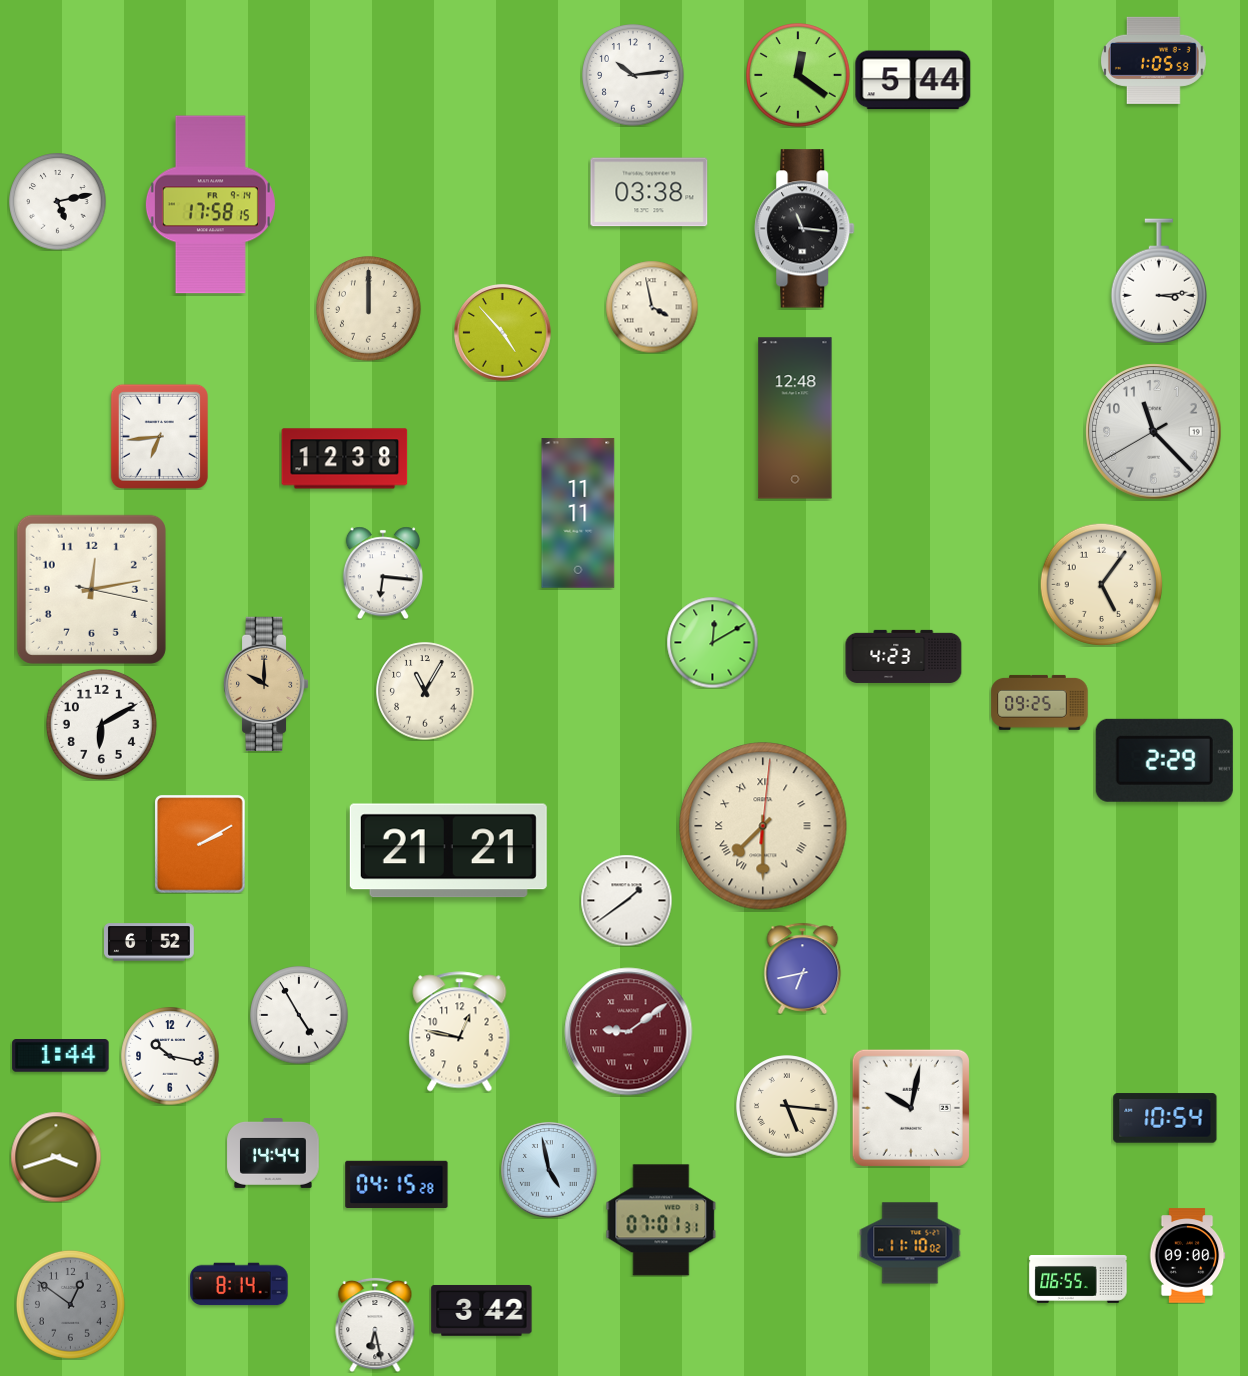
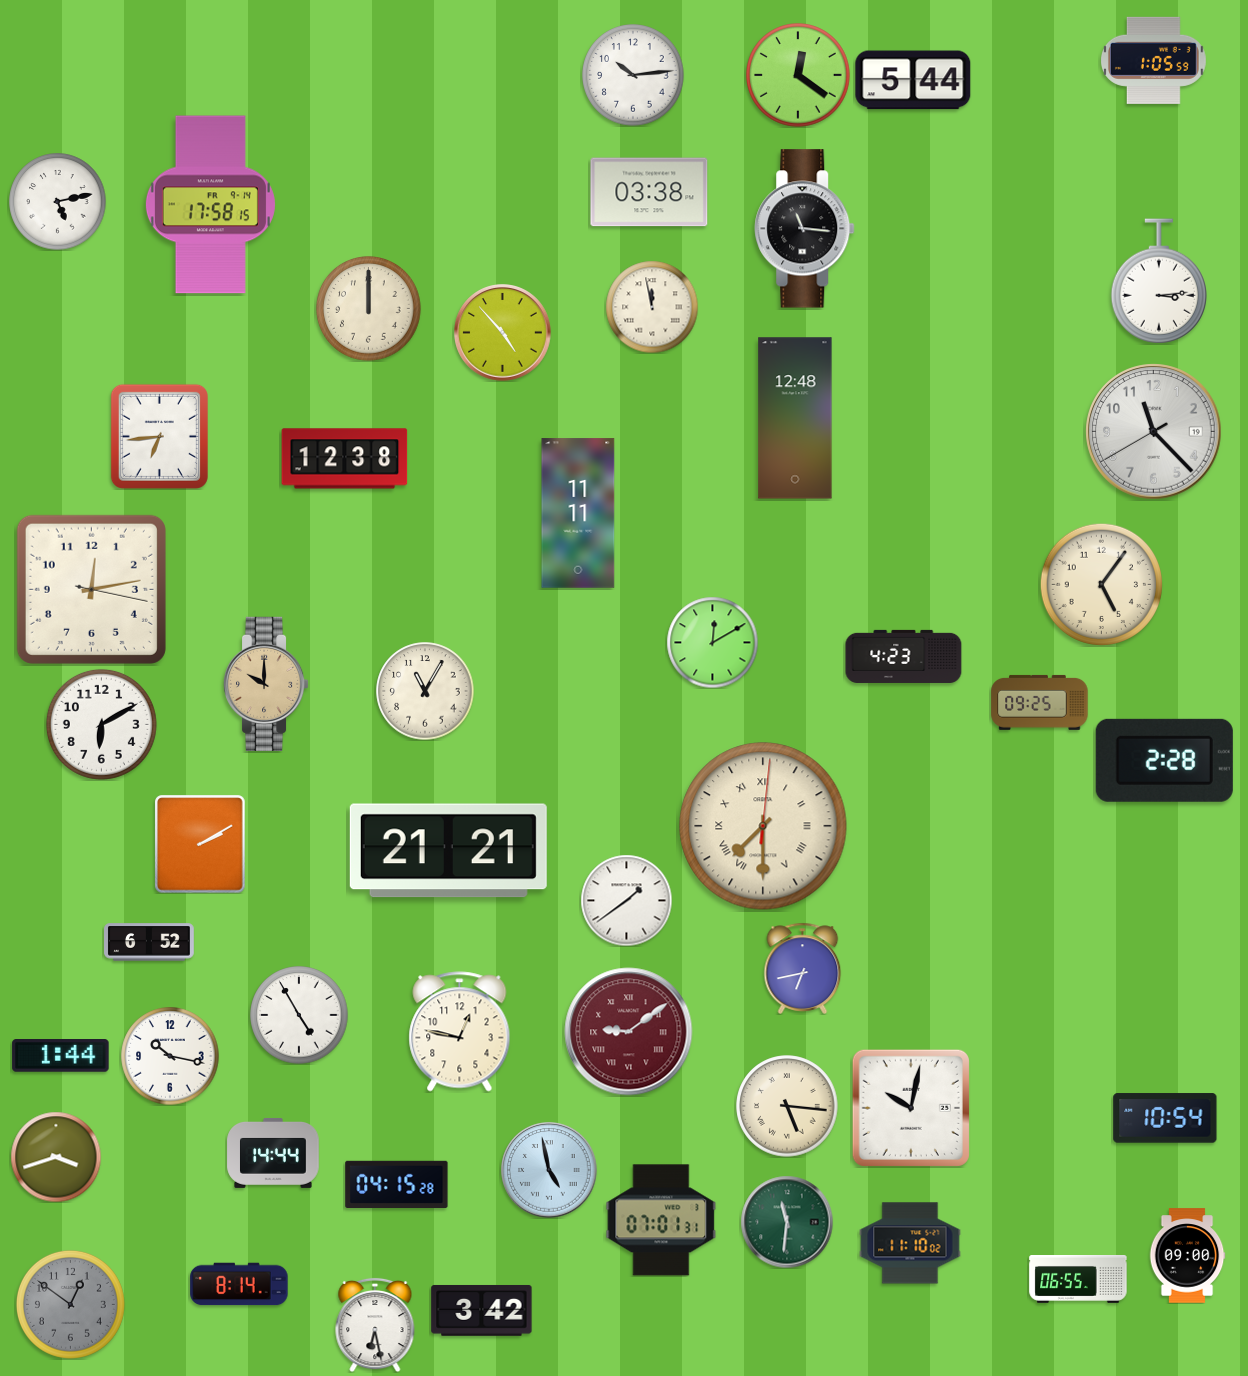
clock at (652, 307): 3:58 -> 11:58
clock at (383, 573): 6:16 -> none
clock at (1164, 760): 2:29 -> 2:28
clock at (787, 1222): none -> 11:31
